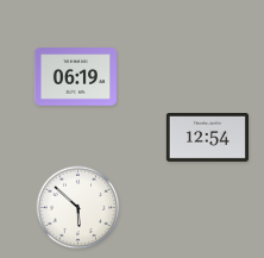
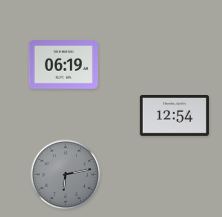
clock at (78, 208): 5:52 -> 6:13
clock at (78, 208) dial: white -> grey
